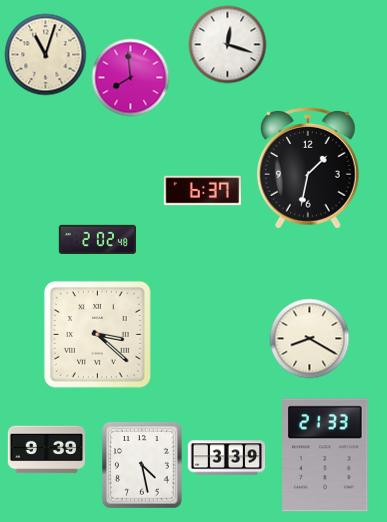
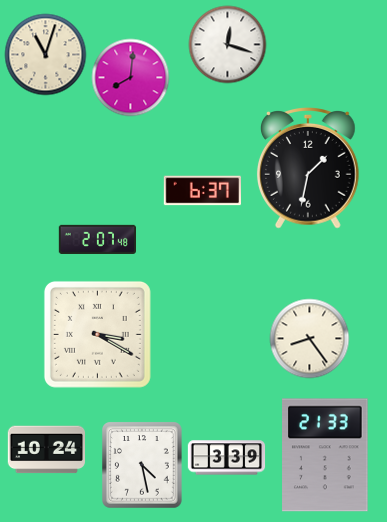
clock at (130, 77): 7:59 -> 8:01
clock at (97, 239): 2:02 -> 2:07
clock at (97, 334): 3:22 -> 3:20
clock at (309, 338): 8:20 -> 8:24
clock at (46, 450): 9:39 -> 10:24
